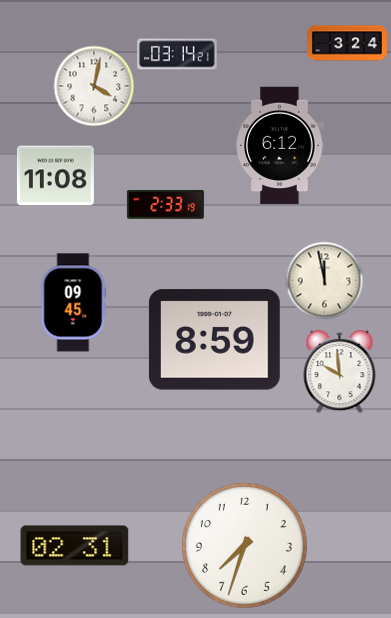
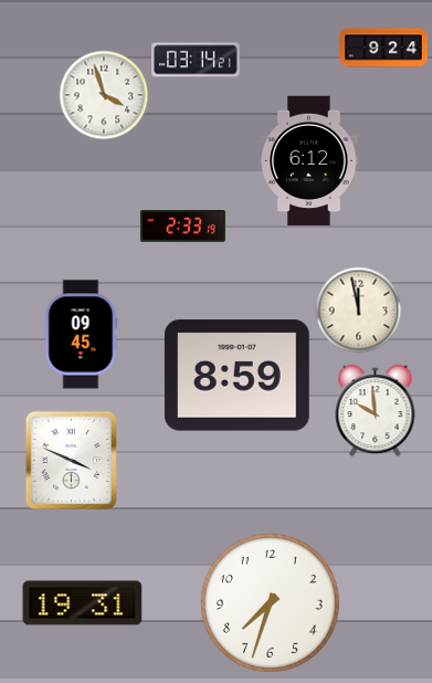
clock at (348, 43): 3:24 -> 9:24
clock at (94, 86): 4:02 -> 3:57
clock at (55, 176): 11:08 -> none
clock at (71, 460): none -> 3:49
clock at (75, 546): 02:31 -> 19:31
